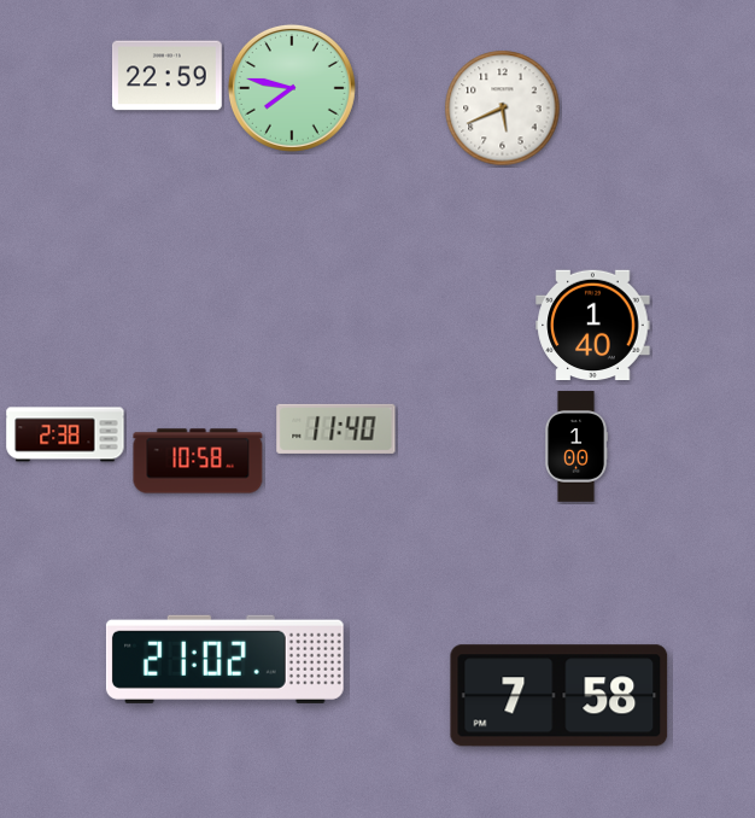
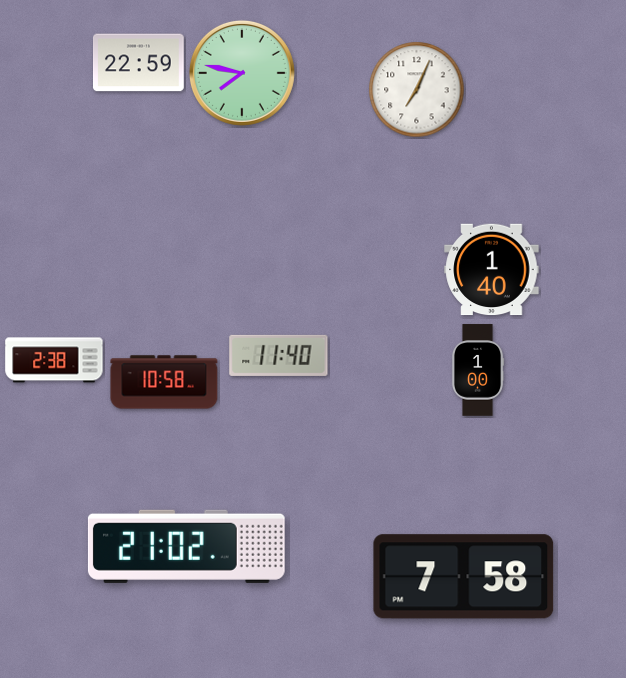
clock at (503, 109): 5:41 -> 7:04
